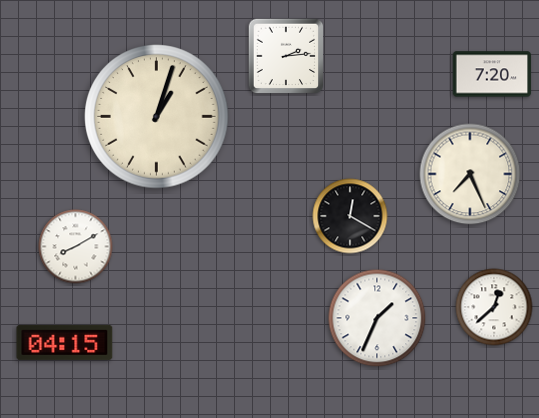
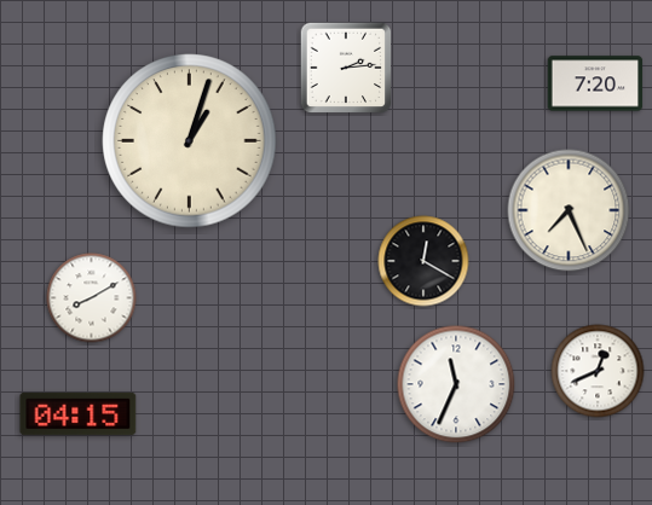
clock at (492, 74) position: (492, 74) -> (595, 83)
clock at (494, 307): 12:38 -> 12:41
clock at (377, 318): 1:34 -> 11:34
